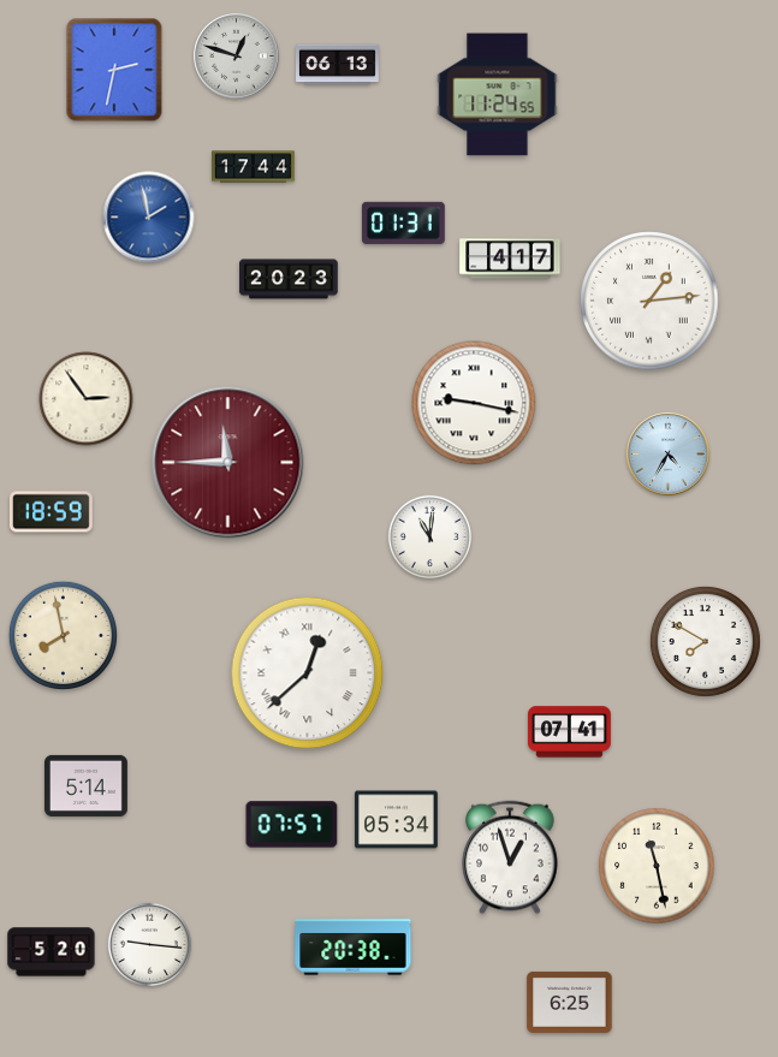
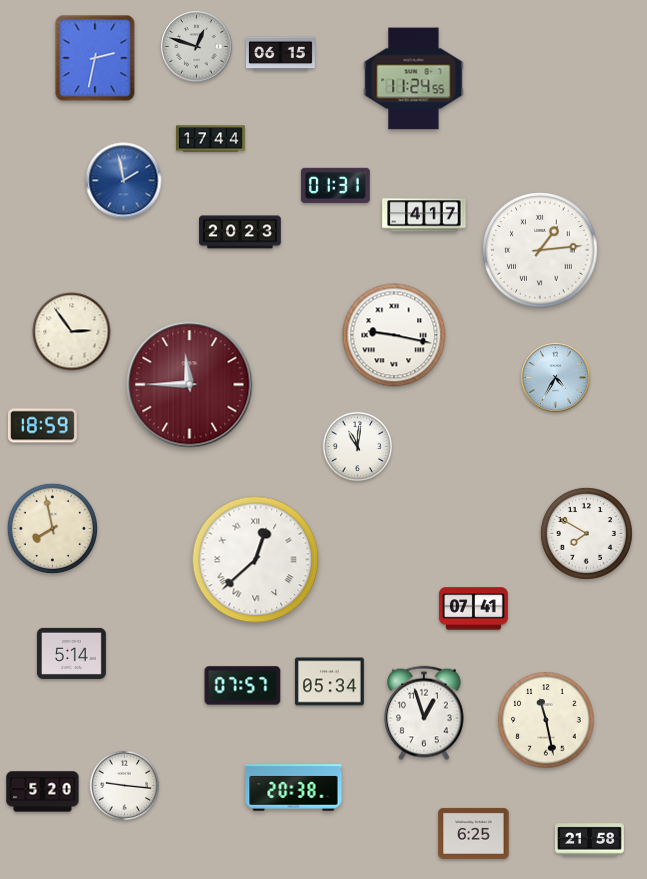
clock at (338, 65): 06:13 -> 06:15
clock at (590, 840): none -> 21:58
